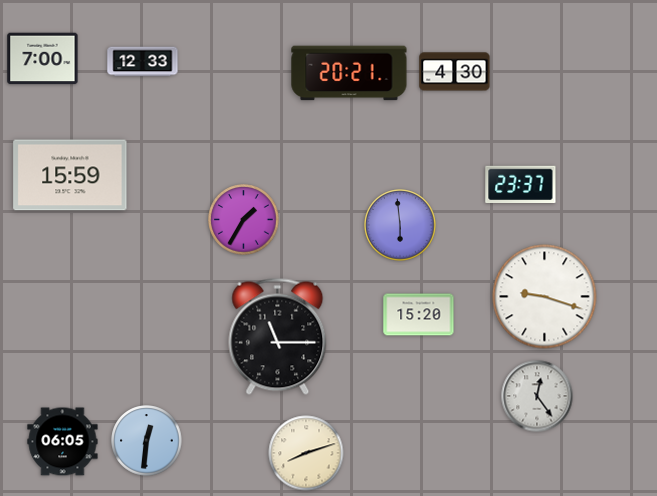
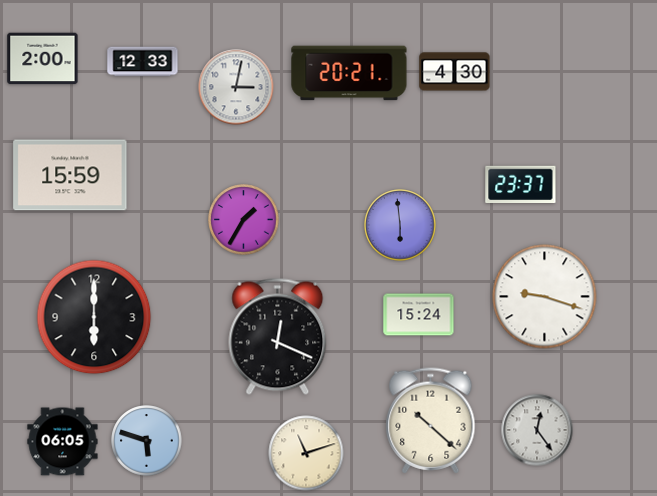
clock at (43, 59): 7:00 -> 2:00
clock at (236, 87): none -> 3:02
clock at (419, 315): 15:20 -> 15:24
clock at (94, 317): none -> 6:00
clock at (278, 336): 11:15 -> 12:19
clock at (537, 396) position: (537, 396) -> (537, 430)
clock at (431, 421): none -> 10:22
clock at (147, 441): 12:31 -> 5:48
clock at (306, 453): 8:12 -> 11:12
